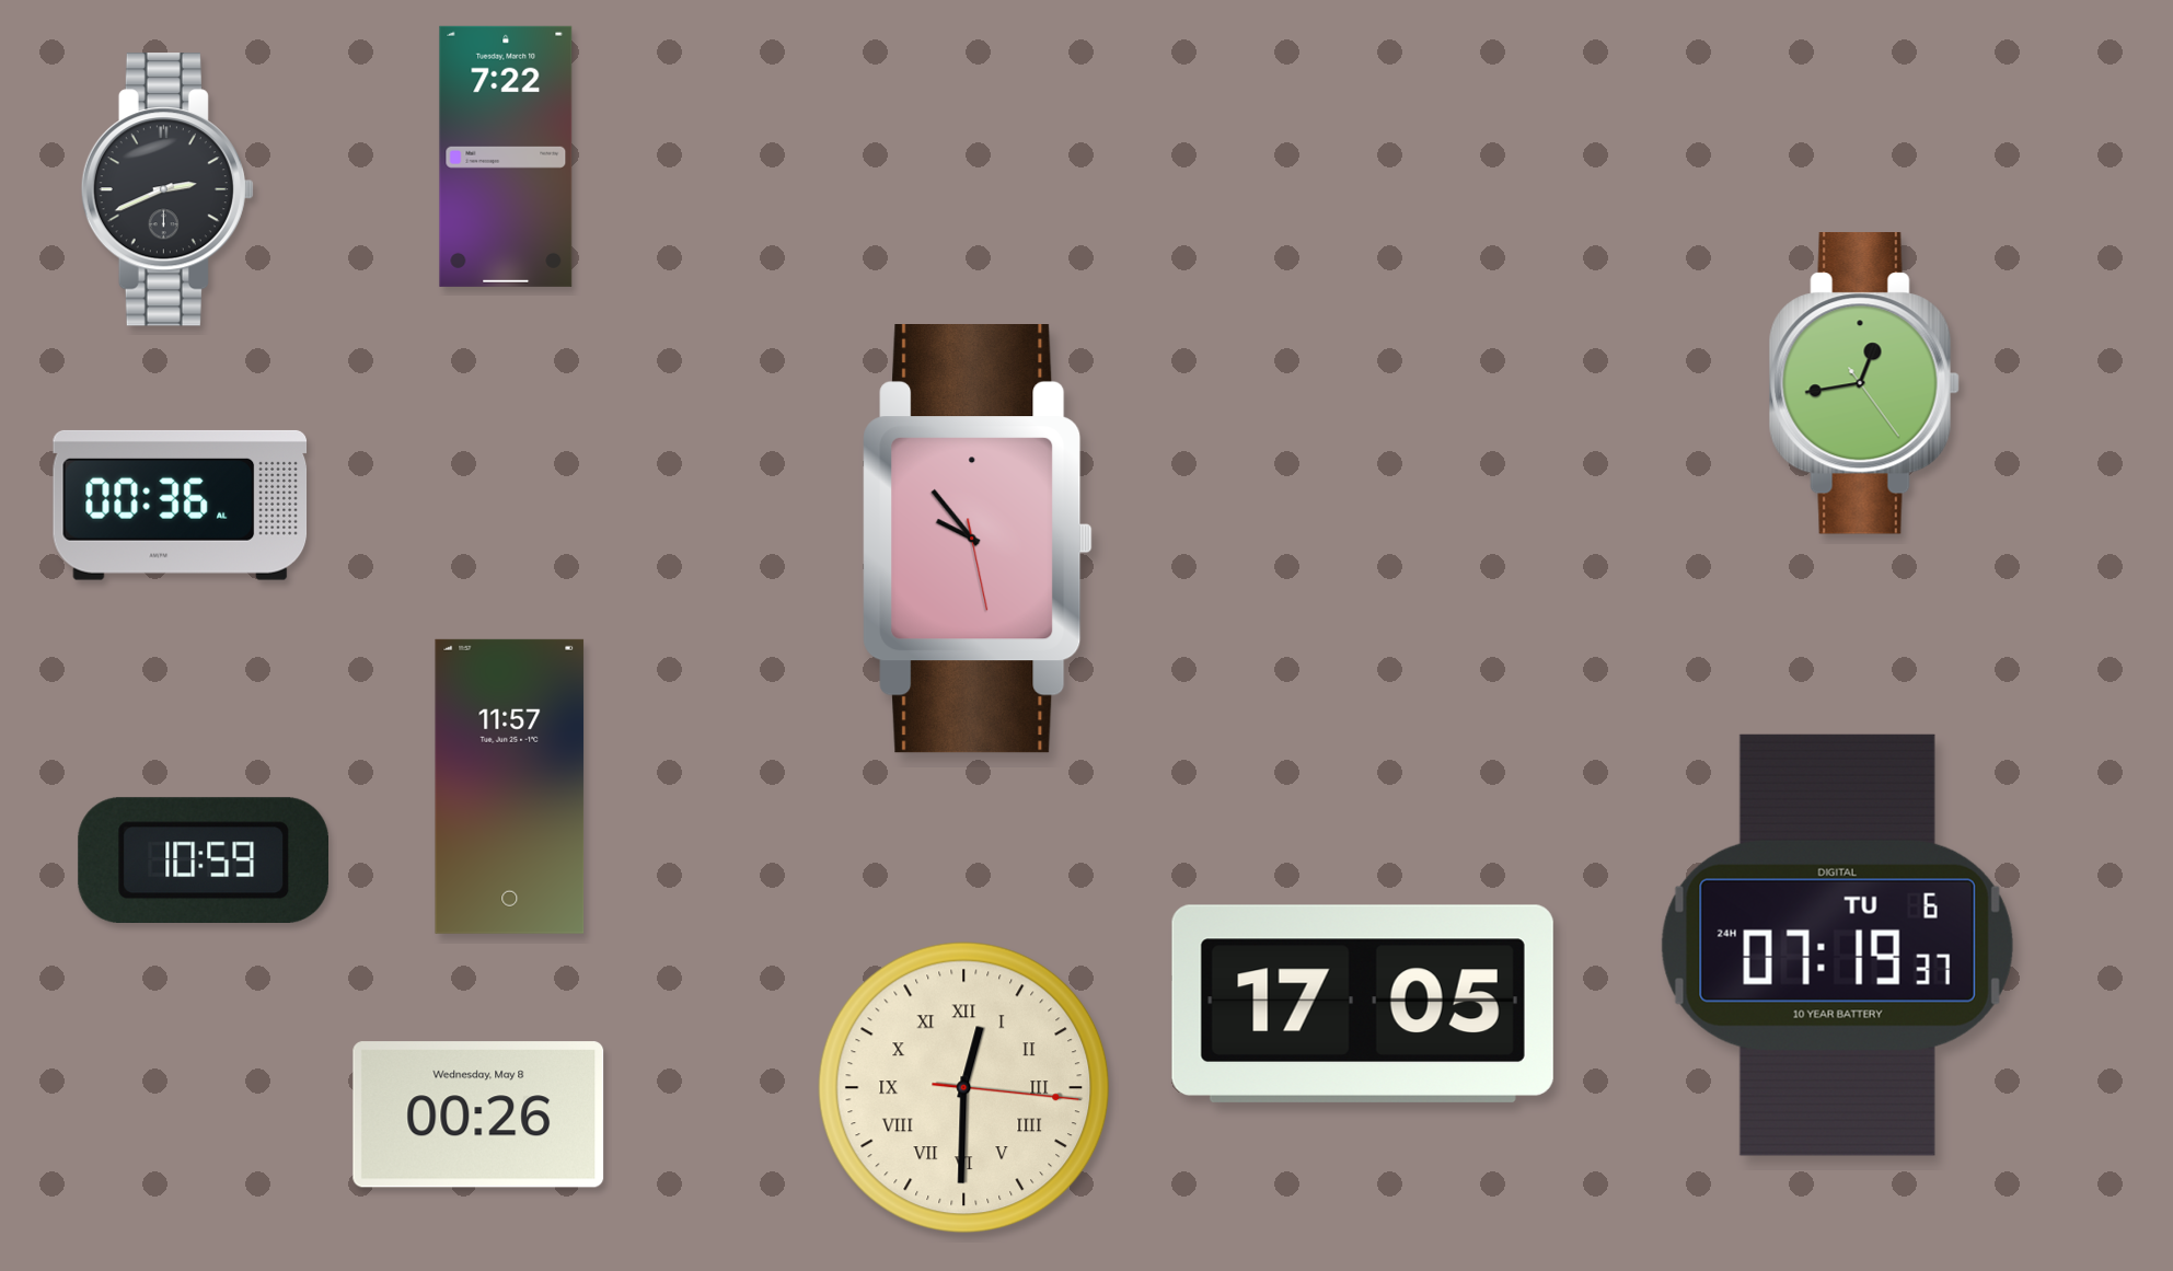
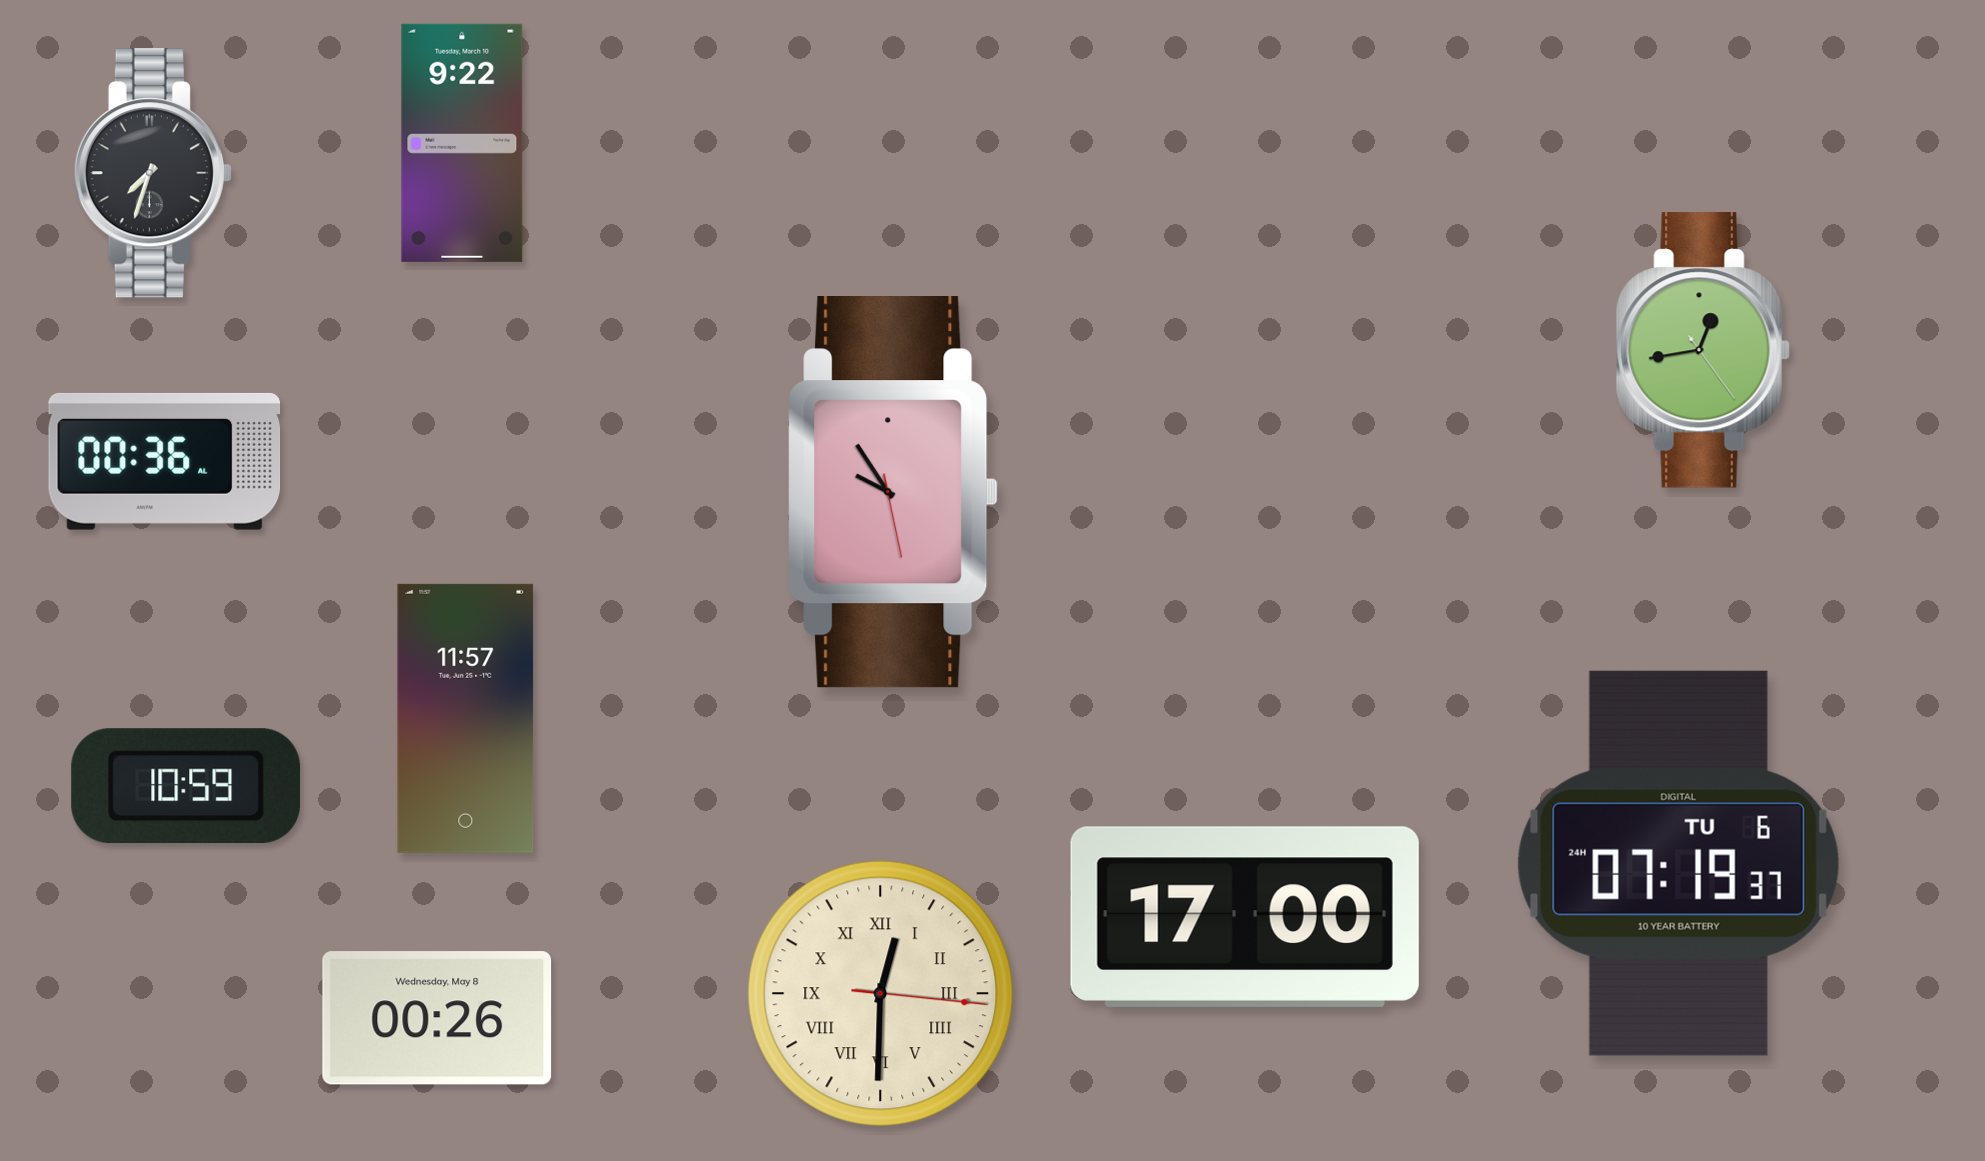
clock at (506, 157): 7:22 -> 9:22
clock at (167, 189): 2:41 -> 7:33
clock at (978, 540): 9:53 -> 9:54
clock at (1363, 1004): 17:05 -> 17:00
